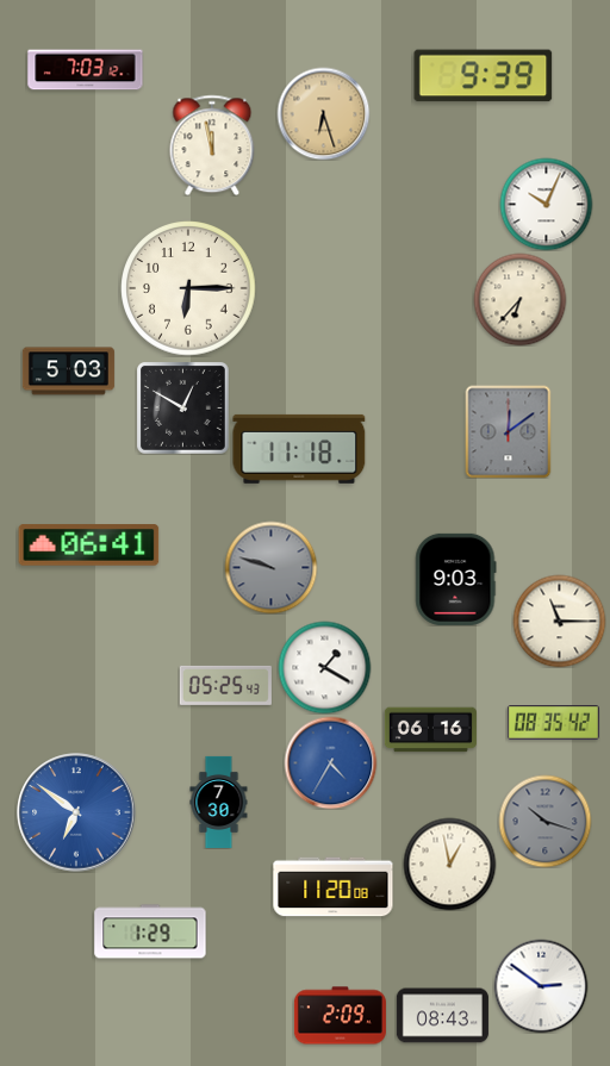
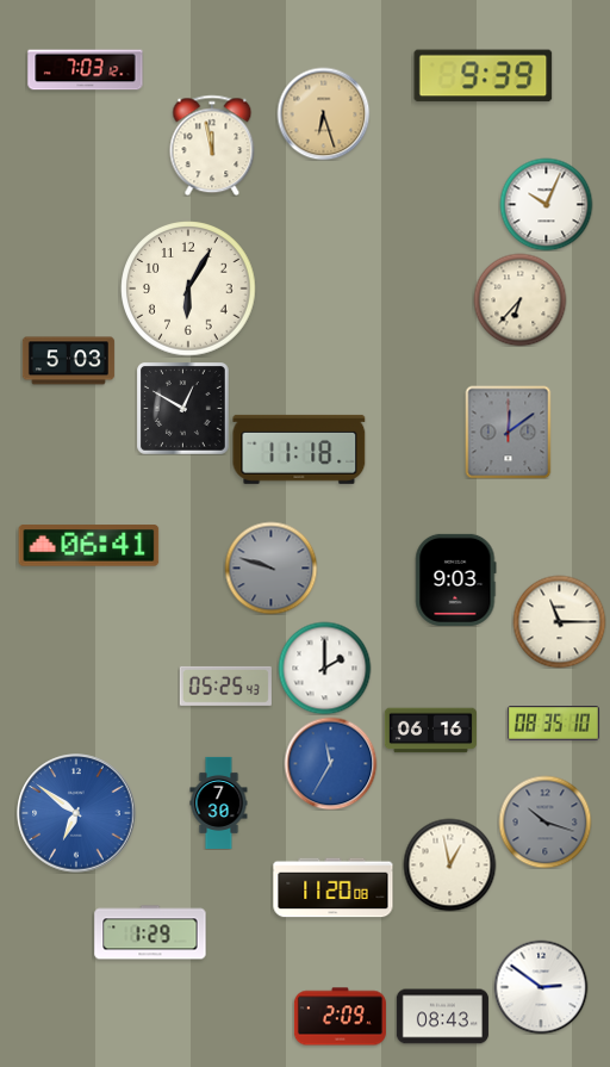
clock at (188, 288): 6:15 -> 6:05
clock at (68, 372) position: (68, 372) -> (68, 361)
clock at (324, 667): 1:20 -> 2:00
clock at (553, 723): 08:35:42 -> 08:35:10
clock at (330, 762): 4:35 -> 11:35
